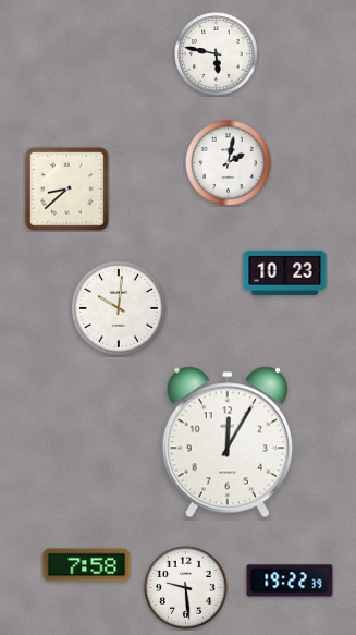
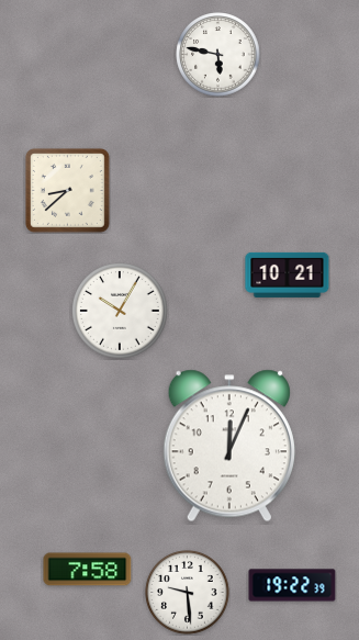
clock at (229, 163): 2:02 -> none
clock at (285, 272): 10:23 -> 10:21
clock at (120, 309): 10:01 -> 10:05
clock at (228, 442): 12:05 -> 12:04
